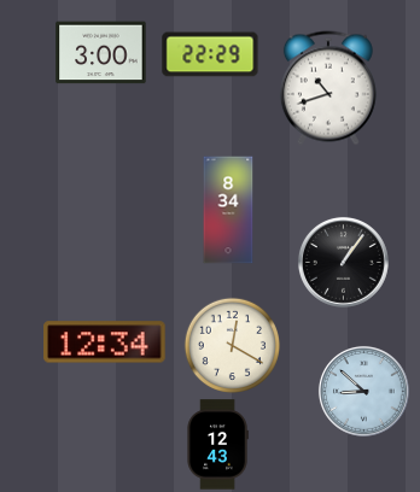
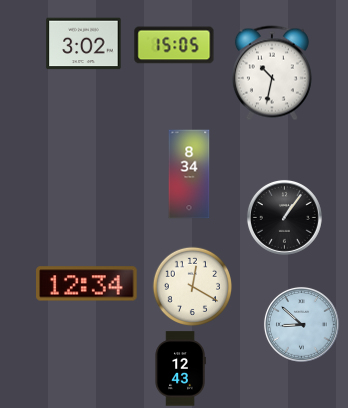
clock at (101, 53): 3:00 -> 3:02
clock at (210, 54): 22:29 -> 15:05
clock at (328, 88): 10:42 -> 10:32
